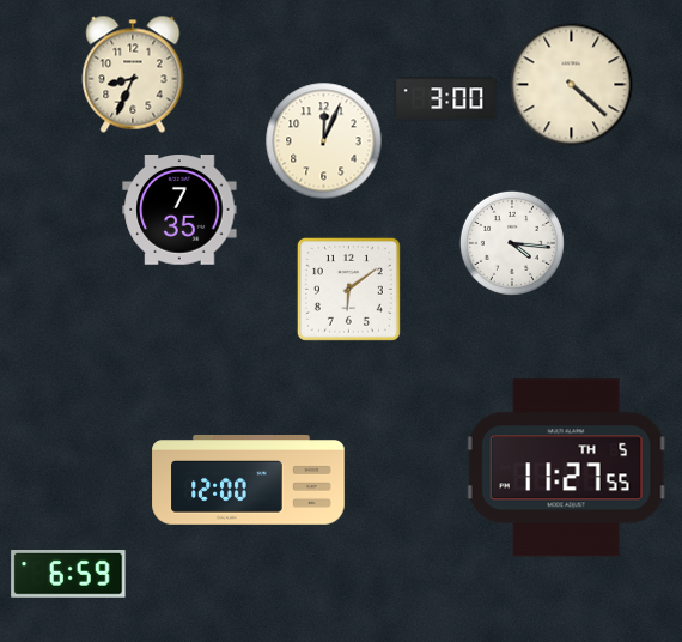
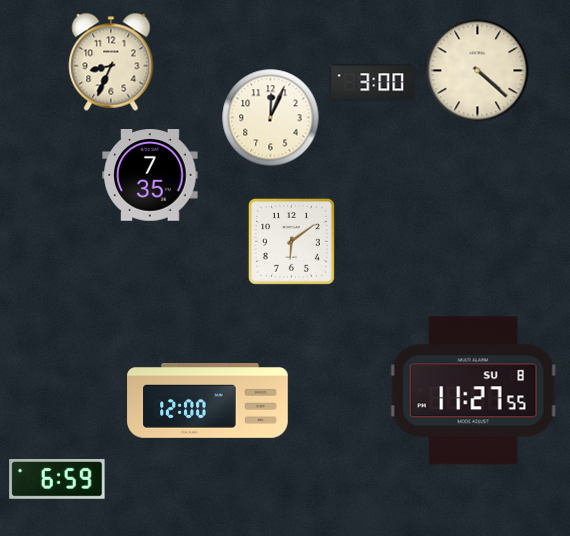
clock at (512, 243): 4:16 -> none
clock at (566, 468) date: TH 5 -> SU 8
